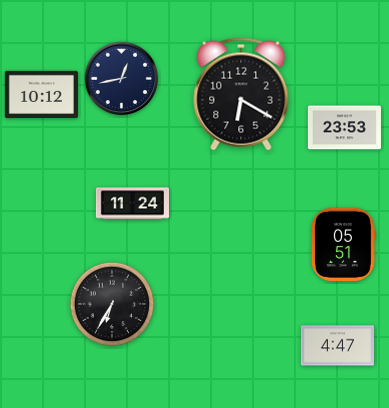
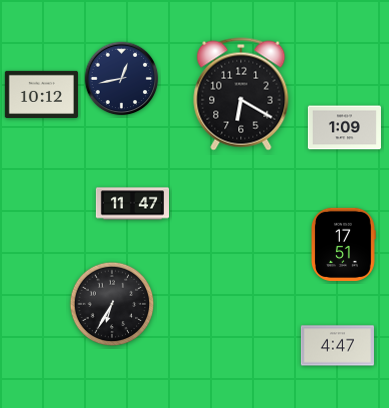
clock at (344, 128): 23:53 -> 1:09
clock at (132, 204): 11:24 -> 11:47
clock at (343, 244): 05:51 -> 17:51
